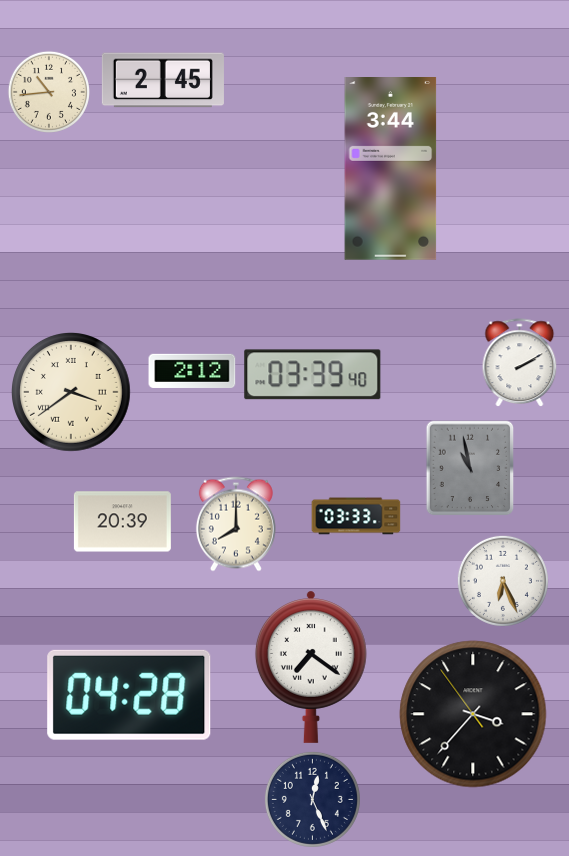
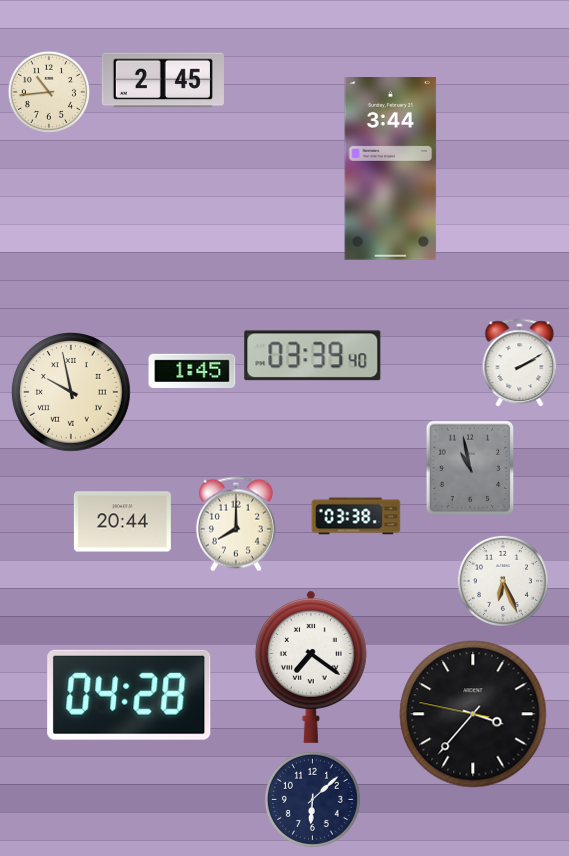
clock at (192, 371): 2:12 -> 1:45
clock at (313, 375) position: (313, 375) -> (313, 356)
clock at (72, 393): 3:39 -> 9:58
clock at (356, 516): 03:33 -> 03:38
clock at (122, 522): 20:39 -> 20:44
clock at (473, 714): 3:36:54 -> 3:36:47
clock at (312, 799): 12:26 -> 6:08
